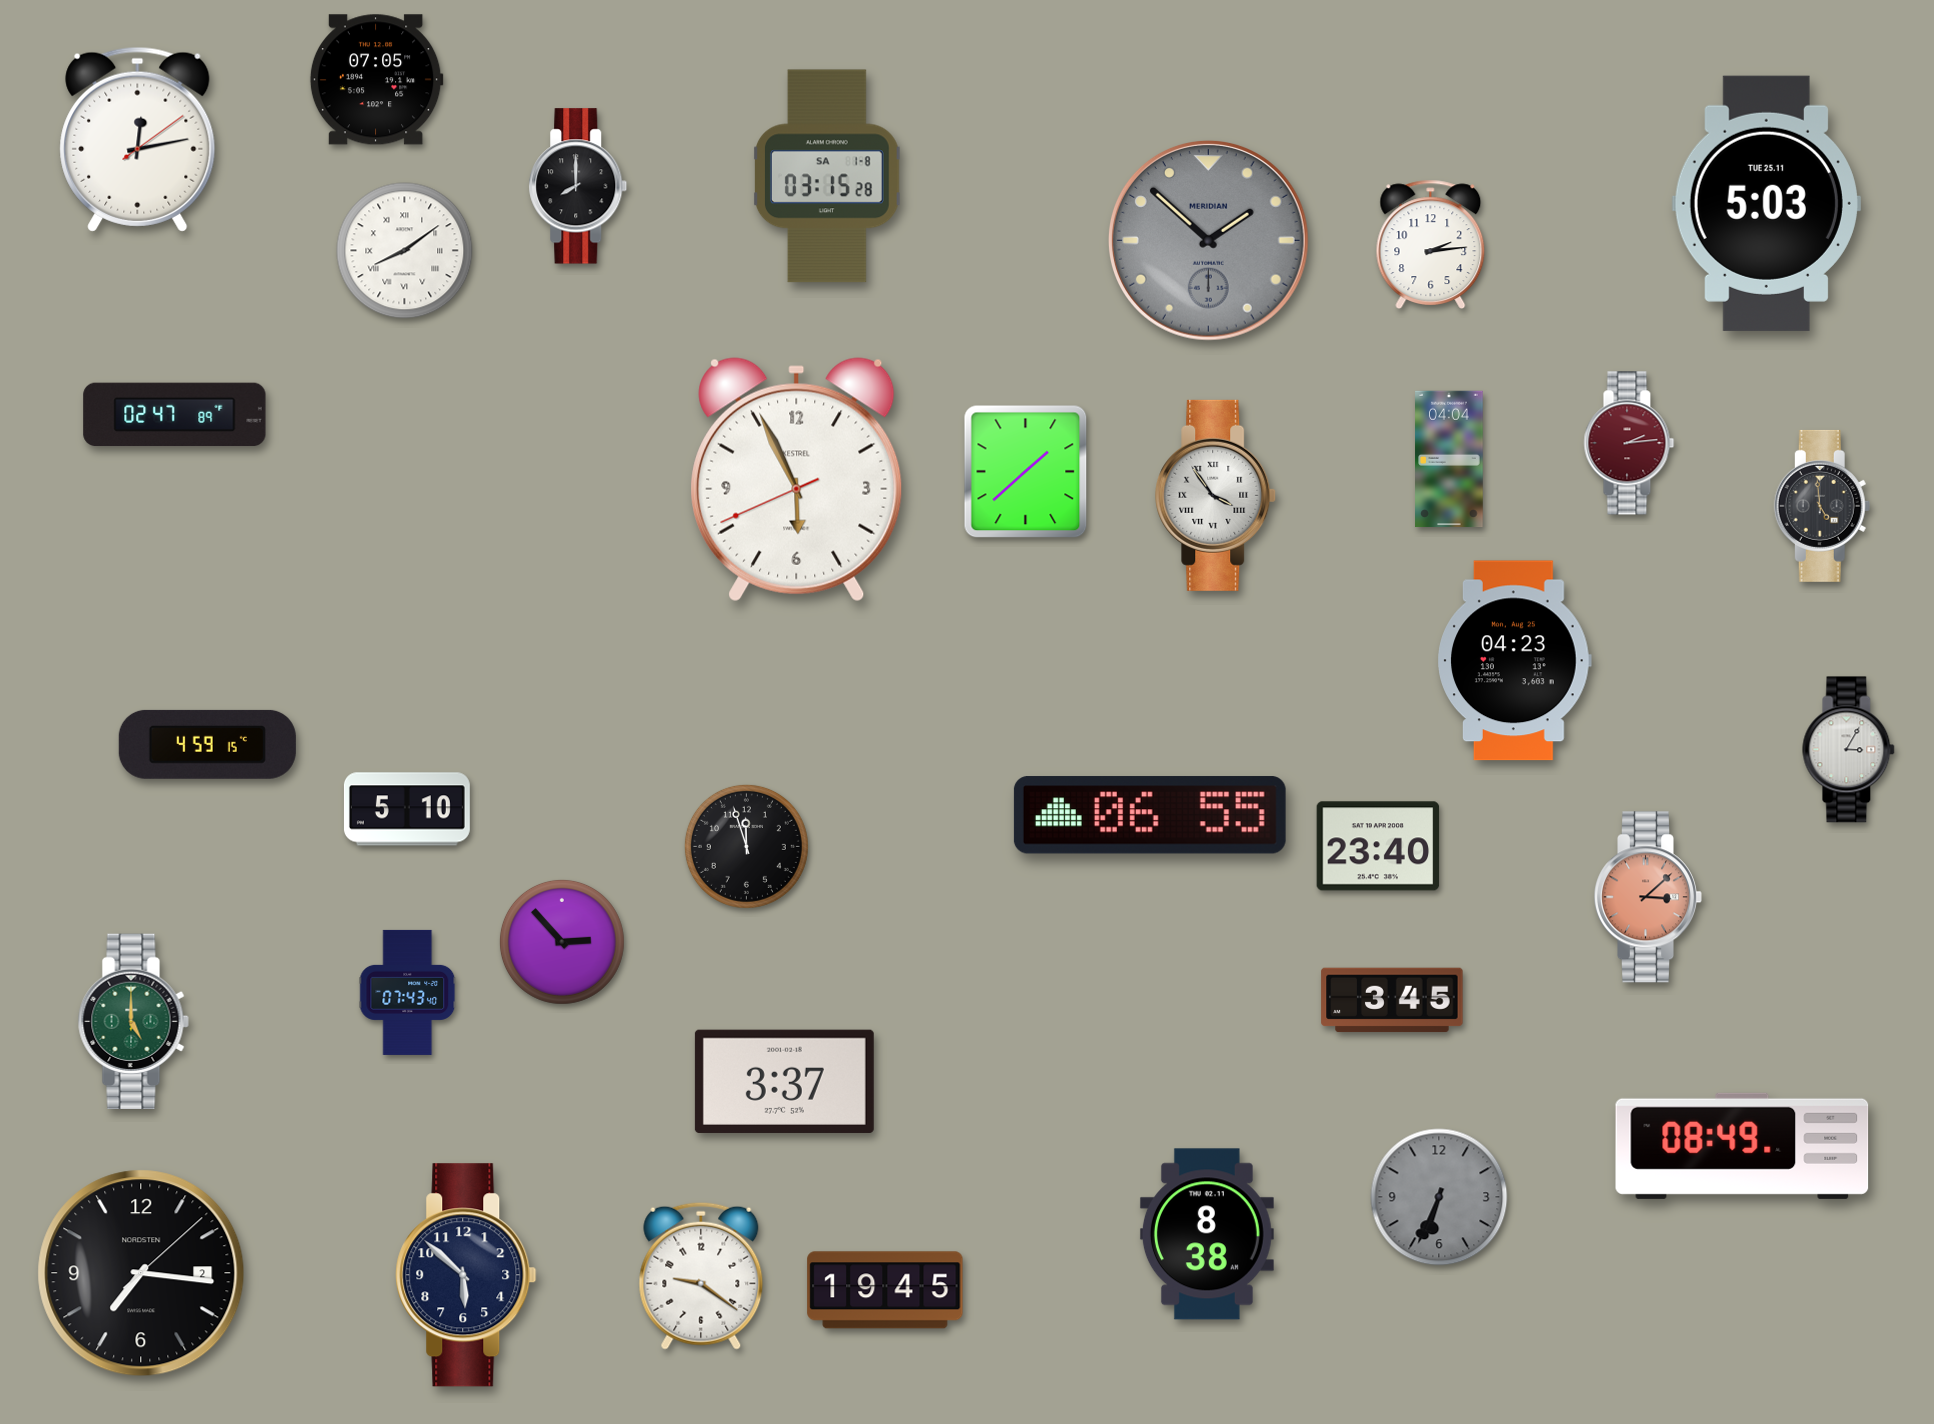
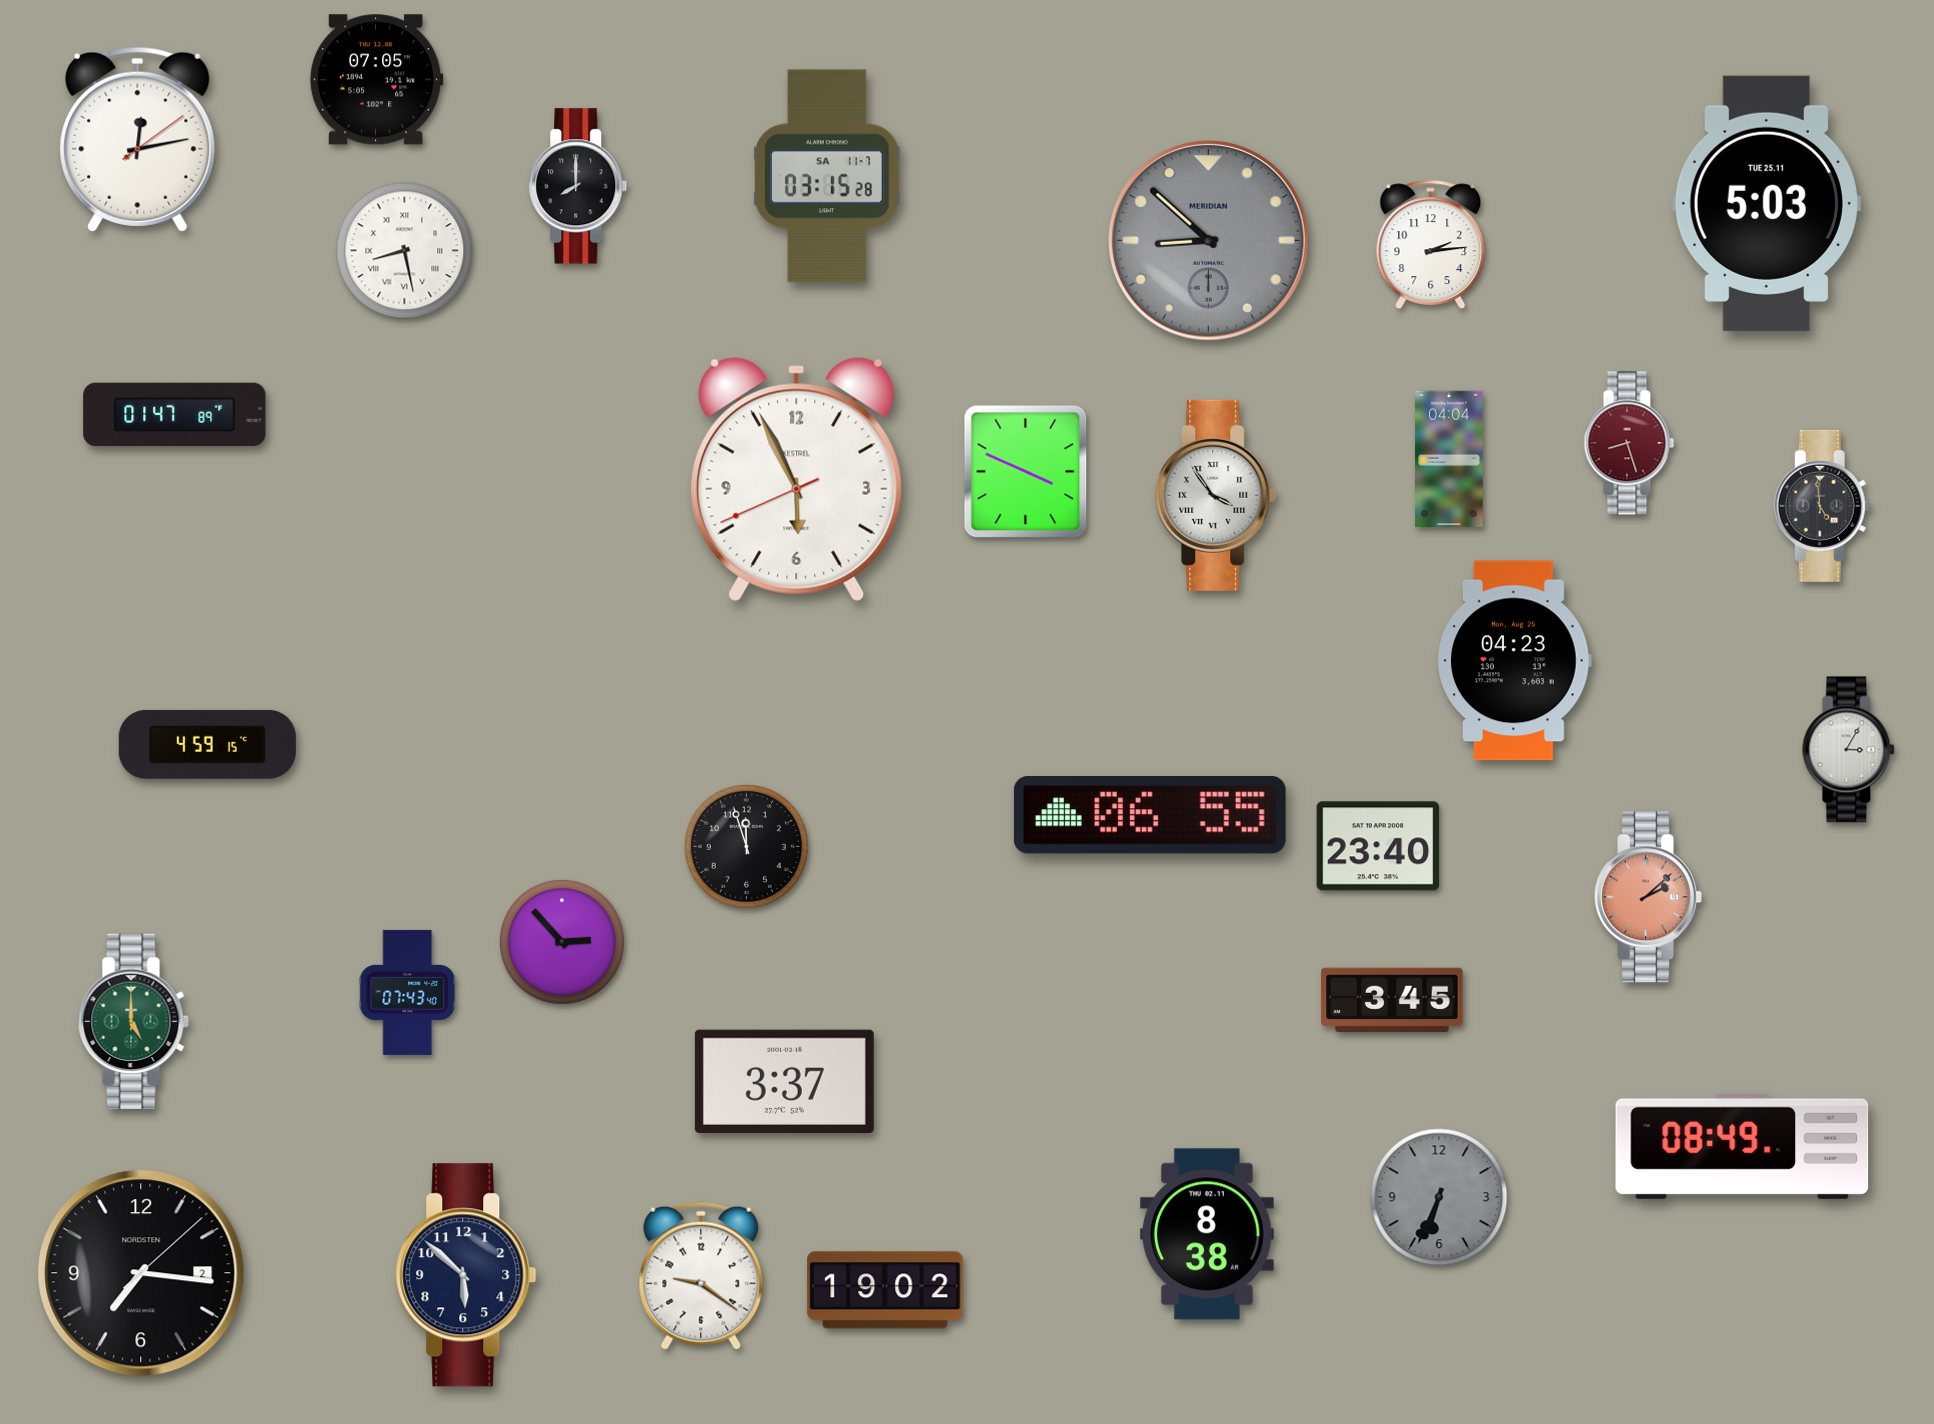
clock at (827, 176) date: SA 1-8 -> SA 11-7
clock at (1208, 240): 1:52 -> 8:52
clock at (405, 251): 8:09 -> 8:28
clock at (175, 415): 02:47 -> 01:47
clock at (1629, 443): 2:14 -> 8:27
clock at (1026, 472): 1:38 -> 3:49
clock at (407, 809): 5:10 -> none
clock at (1648, 897): 3:08 -> 2:08
clock at (885, 1290): 19:45 -> 19:02
